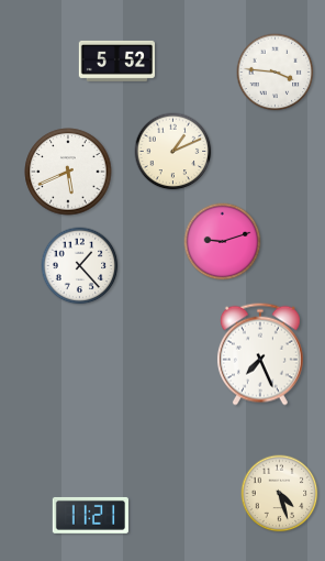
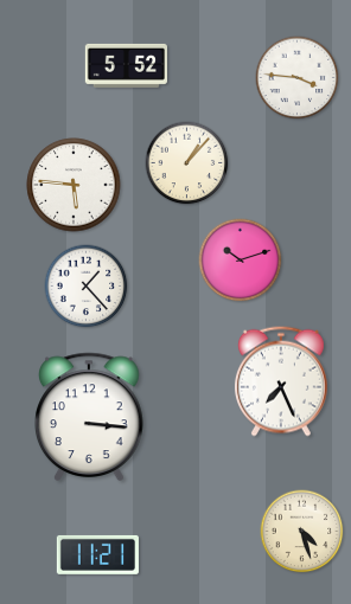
clock at (173, 152): 1:11 -> 1:07
clock at (68, 172): 5:41 -> 5:46
clock at (223, 242): 9:12 -> 10:12
clock at (90, 416): none -> 3:16
